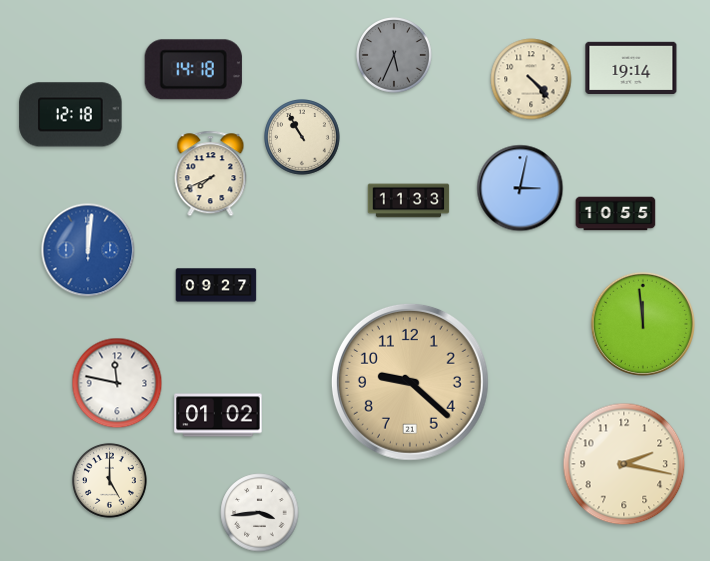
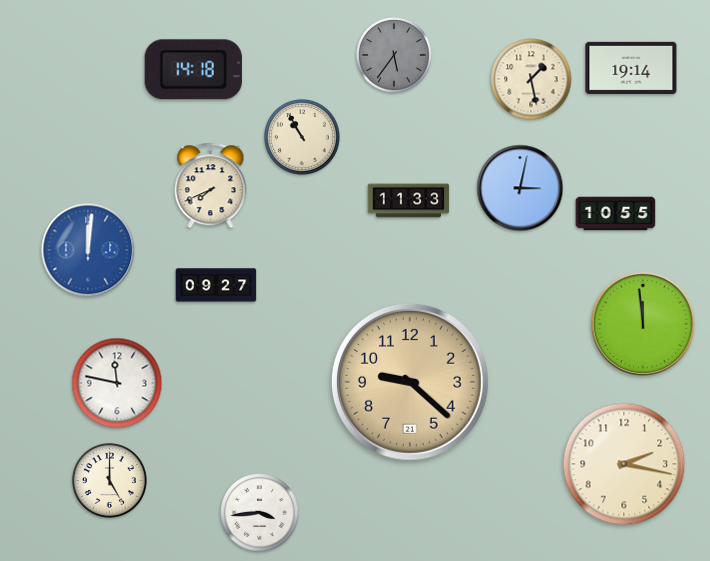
clock at (395, 56): 5:34 -> 5:36
clock at (531, 79): 4:23 -> 1:28
clock at (71, 115): 12:18 -> none
clock at (211, 174) position: (211, 174) -> (211, 186)
clock at (218, 415): 01:02 -> none
